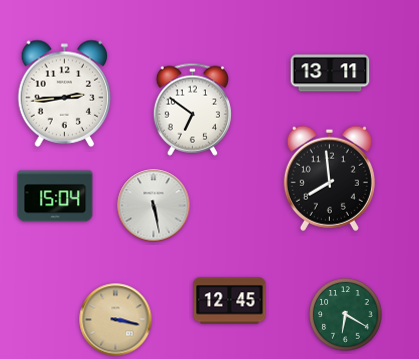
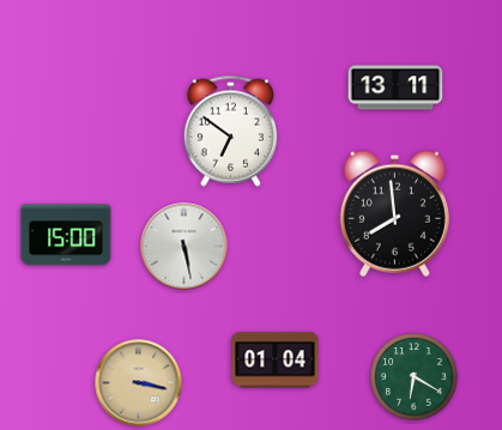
clock at (65, 93): 2:44 -> none
clock at (55, 196): 15:04 -> 15:00
clock at (230, 301): 12:45 -> 01:04
